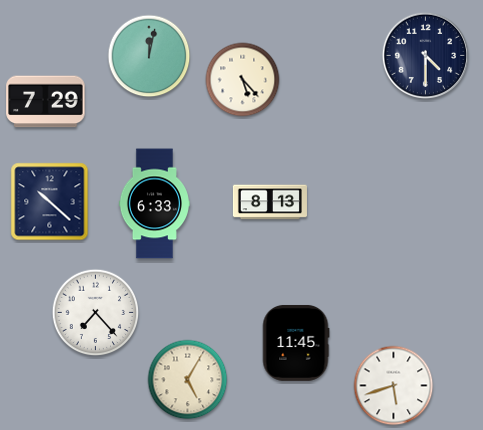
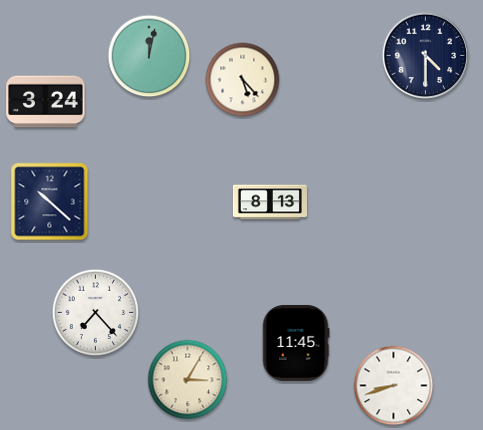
clock at (46, 102): 7:29 -> 3:24
clock at (154, 204): 6:33 -> none
clock at (188, 380): 5:05 -> 3:05
clock at (394, 386): 5:42 -> 8:42
